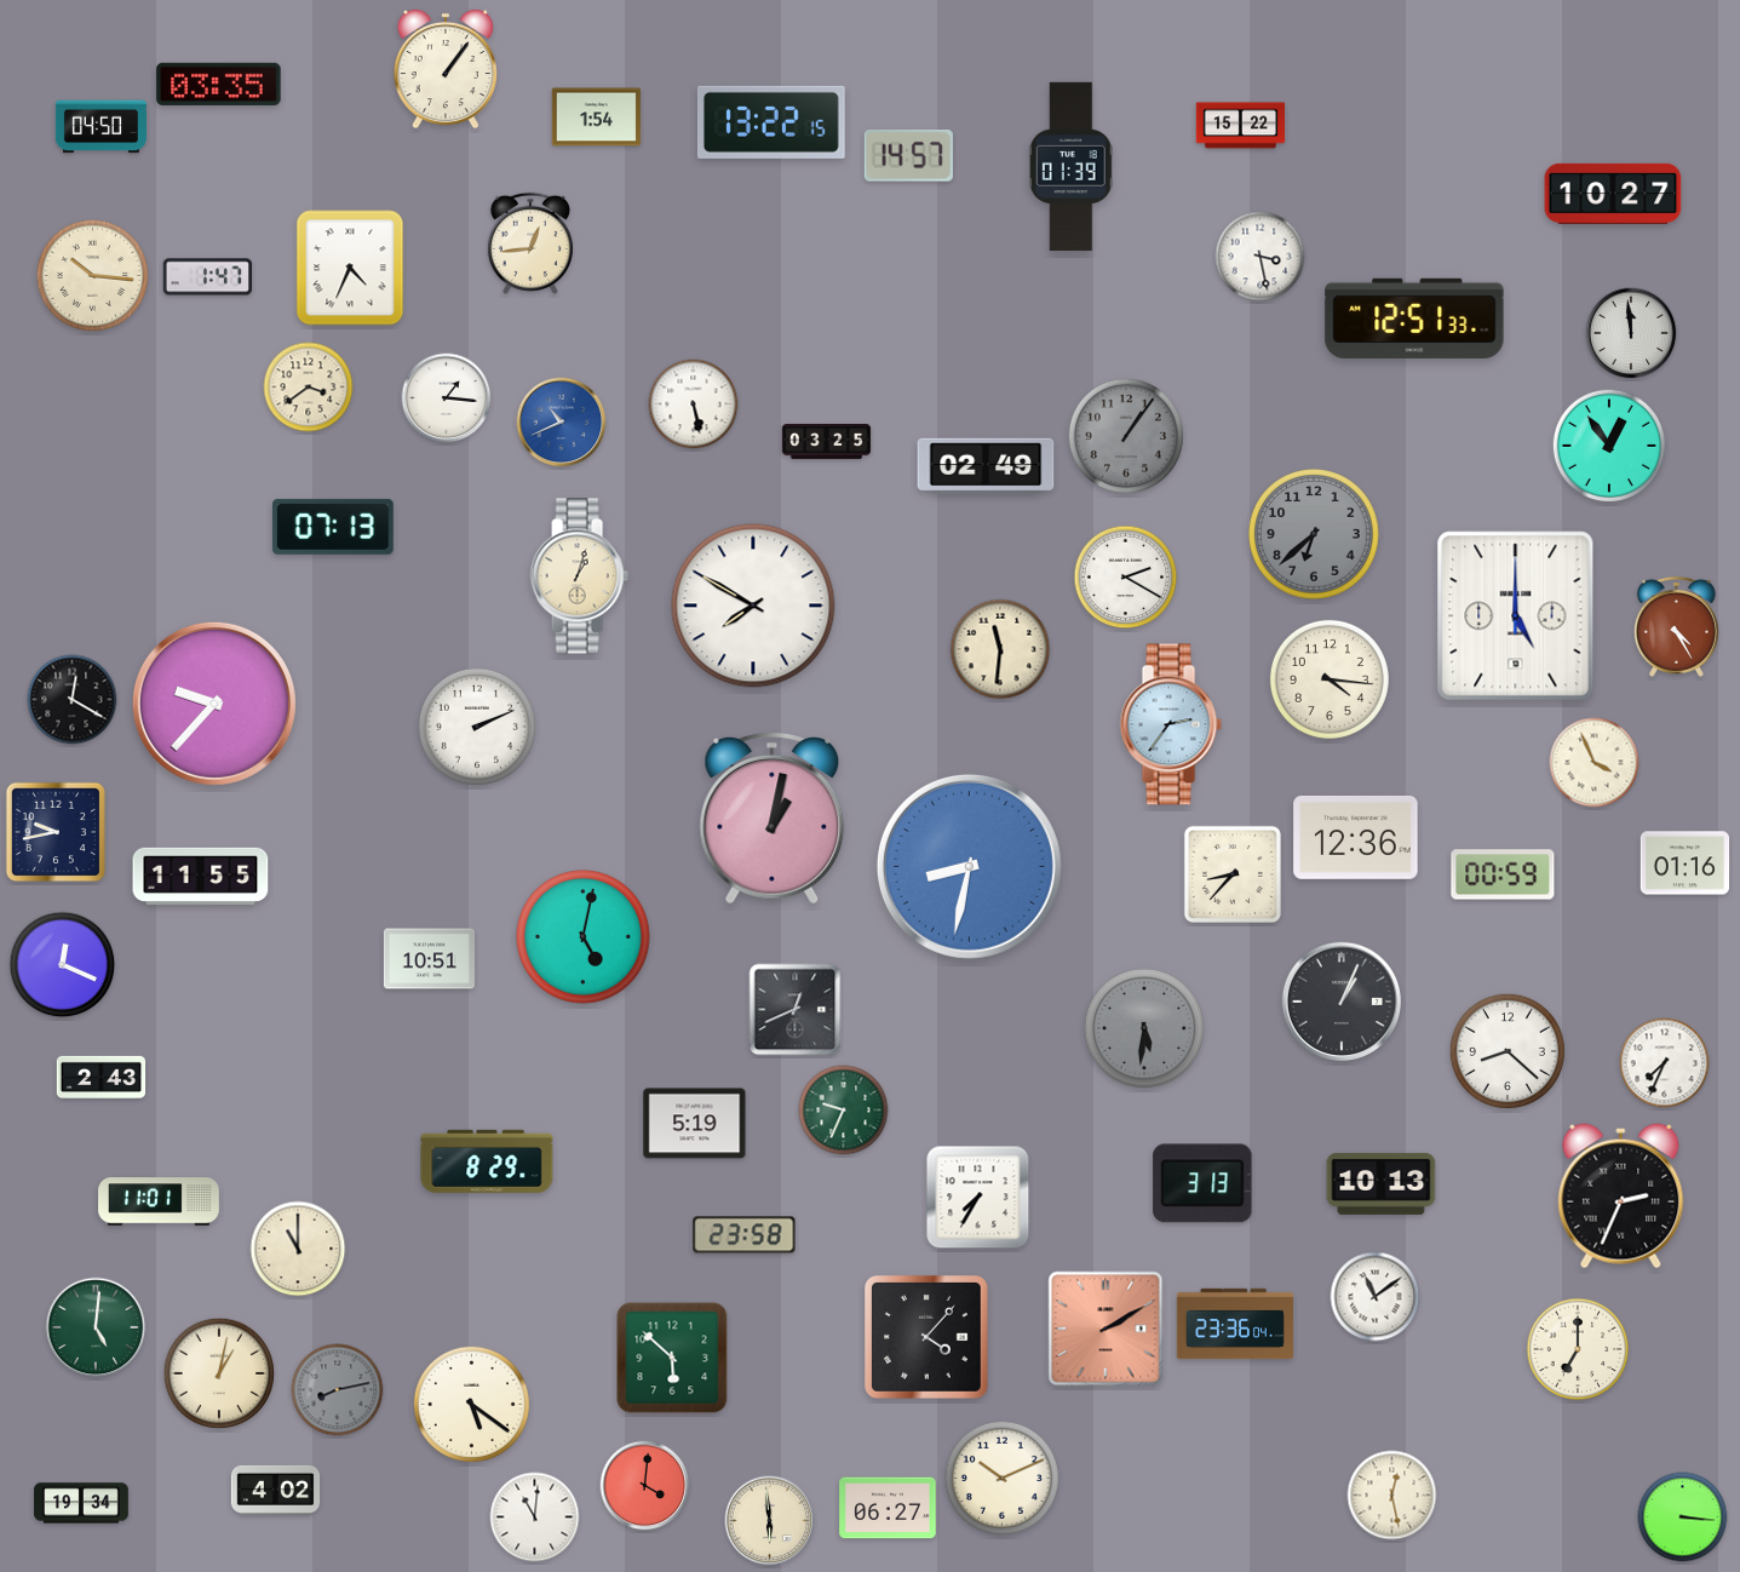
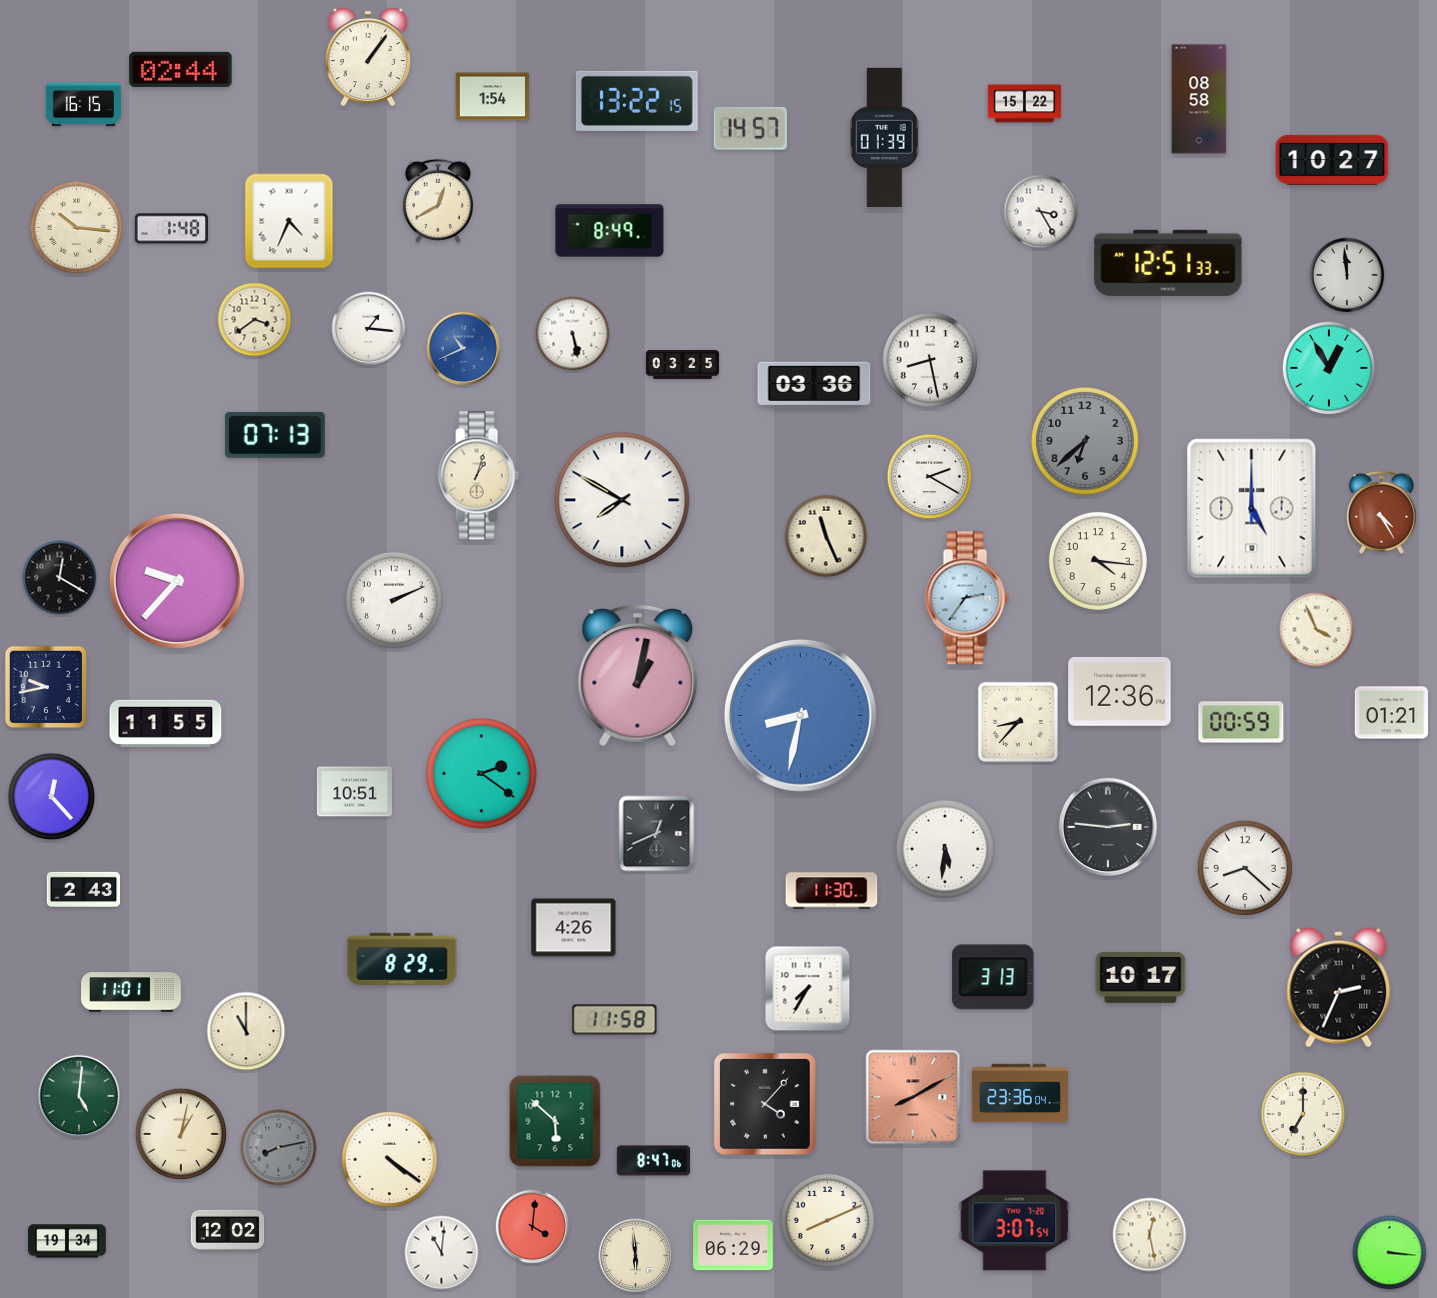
clock at (219, 84): 03:35 -> 02:44
clock at (1199, 99): none -> 08:58
clock at (101, 127): 04:50 -> 16:15
clock at (530, 243): 12:44 -> 12:40
clock at (1261, 257): 3:28 -> 3:25
clock at (208, 277): 1:47 -> 1:48
clock at (610, 231): none -> 8:49
clock at (1126, 436): 1:06 -> 8:28
clock at (1126, 436) dial: grey -> white
clock at (1608, 444): 12:54 -> 12:55
clock at (986, 466): 02:49 -> 03:36
clock at (1676, 626) position: (1676, 626) -> (1381, 512)
clock at (1000, 649): 11:31 -> 11:26
clock at (1686, 864): 01:16 -> 01:21
clock at (584, 937): 5:02 -> 2:21
clock at (63, 965): 12:19 -> 12:23
clock at (1342, 1002): 1:04 -> 2:46
clock at (1144, 1028) dial: grey -> white
clock at (1665, 1063): 7:34 -> none
clock at (832, 891): none -> 11:30
clock at (844, 1111): 9:34 -> none
clock at (695, 1124): 5:19 -> 4:26
clock at (1382, 1183): 10:13 -> 10:17
clock at (745, 1235): 23:58 -> 11:58
clock at (1376, 1297): 11:09 -> none
clock at (1106, 1329): 2:10 -> 8:10
clock at (471, 1404): 5:21 -> 4:21
clock at (654, 1161): none -> 8:47
clock at (1001, 1478): 10:11 -> 8:11
clock at (1015, 1221): none -> 3:07
clock at (276, 1490): 4:02 -> 12:02
clock at (888, 1508): 06:27 -> 06:29
